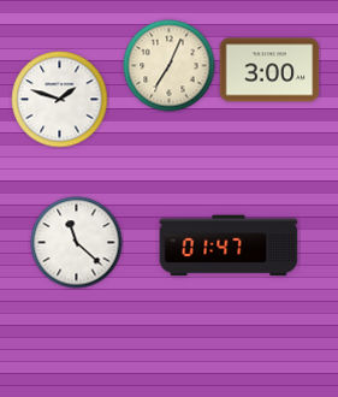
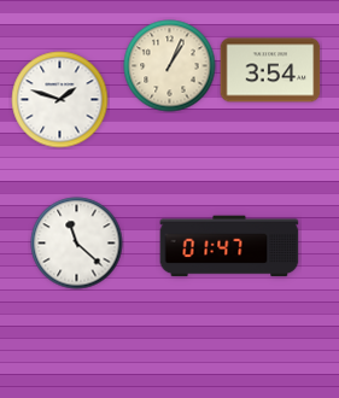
clock at (170, 66): 7:04 -> 1:04
clock at (269, 70): 3:00 -> 3:54
